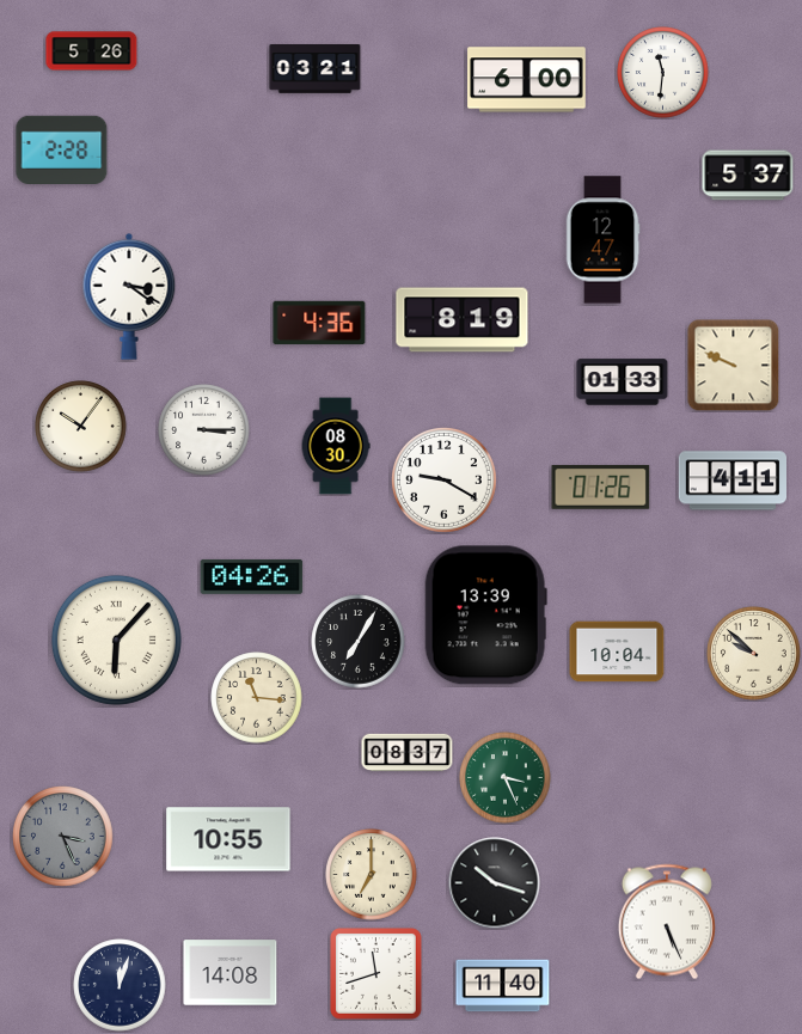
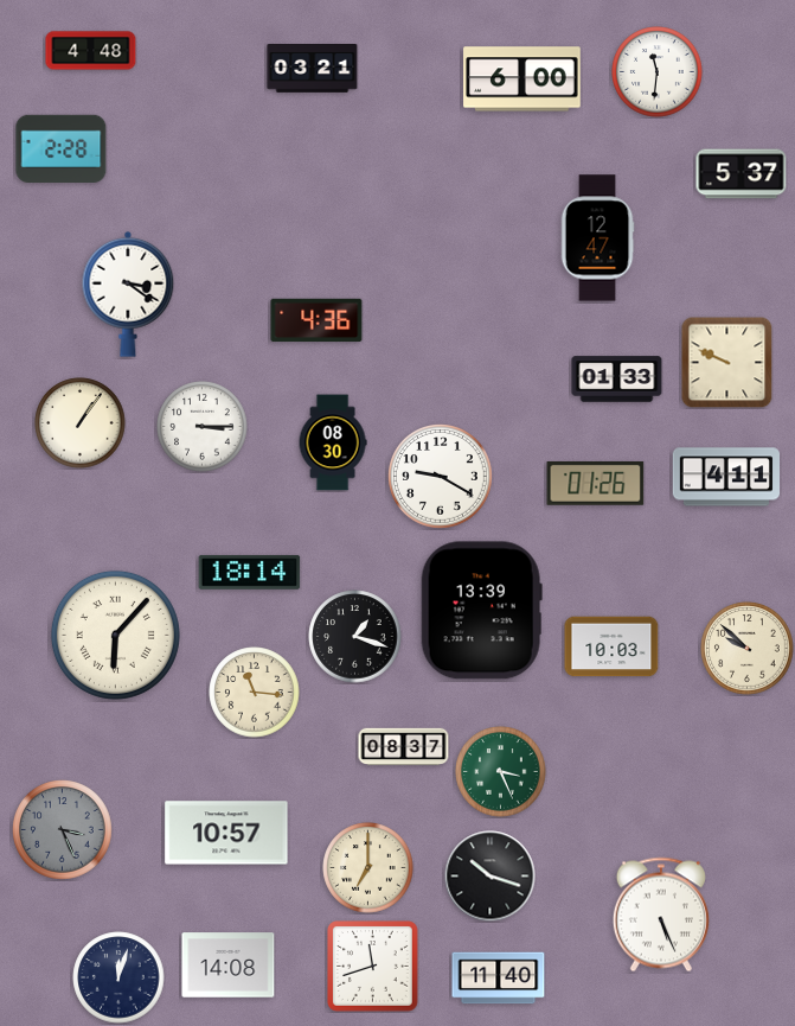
clock at (92, 51): 5:26 -> 4:48
clock at (463, 320): 8:19 -> none
clock at (81, 427): 10:06 -> 1:06
clock at (252, 576): 04:26 -> 18:14
clock at (359, 642): 7:05 -> 1:18
clock at (617, 651): 10:04 -> 10:03
clock at (228, 839): 10:55 -> 10:57
